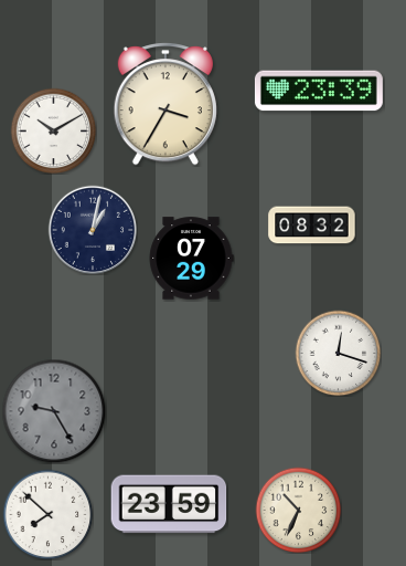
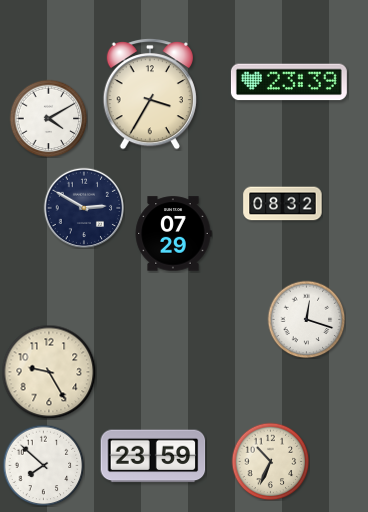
clock at (53, 130): 10:10 -> 4:10
clock at (93, 230): 1:02 -> 2:50
clock at (54, 411) dial: grey -> cream
